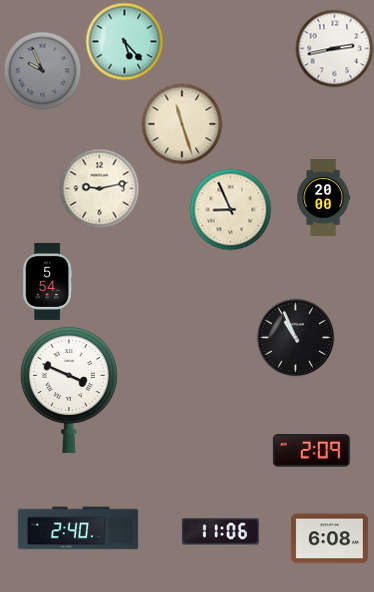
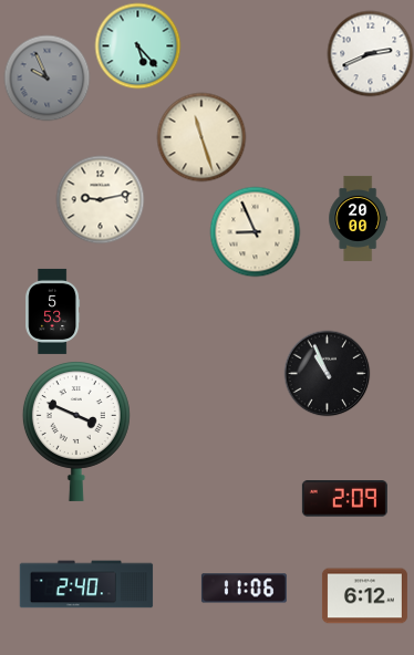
clock at (334, 48): 2:43 -> 2:41
clock at (99, 188) position: (99, 188) -> (100, 199)
clock at (48, 281): 5:54 -> 5:53
clock at (329, 539): 6:08 -> 6:12
